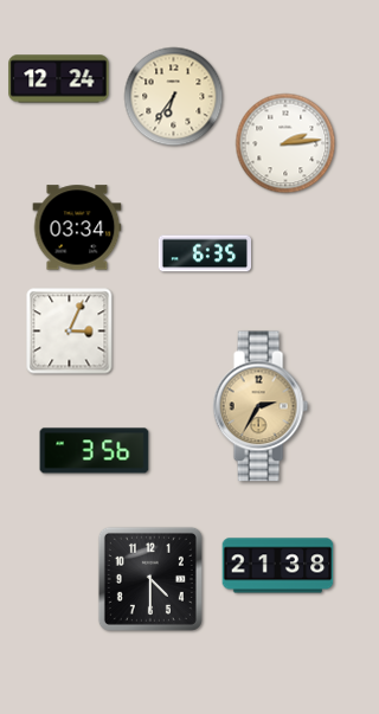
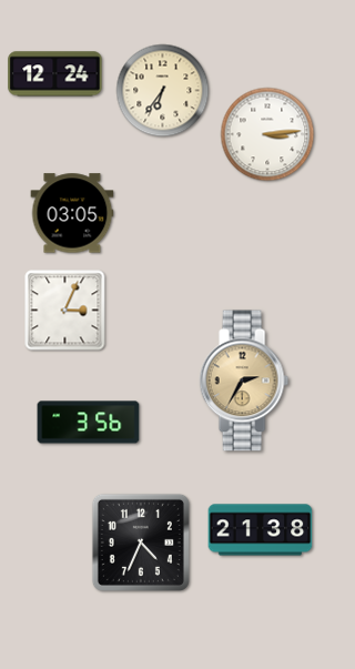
clock at (285, 143): 2:14 -> 3:14
clock at (77, 227): 03:34 -> 03:05
clock at (204, 253): 6:35 -> none
clock at (150, 579): 4:30 -> 4:34
